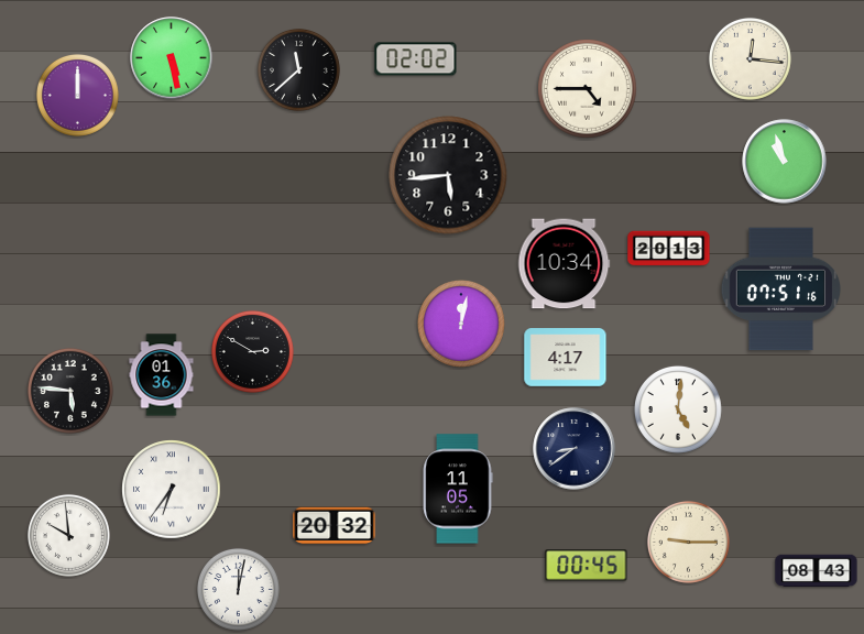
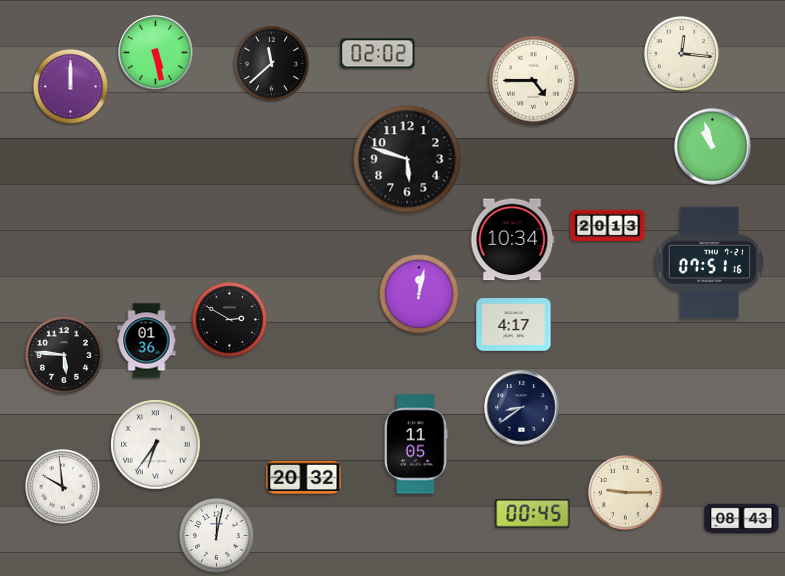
clock at (448, 175): 5:44 -> 5:48
clock at (678, 409): 5:01 -> none
